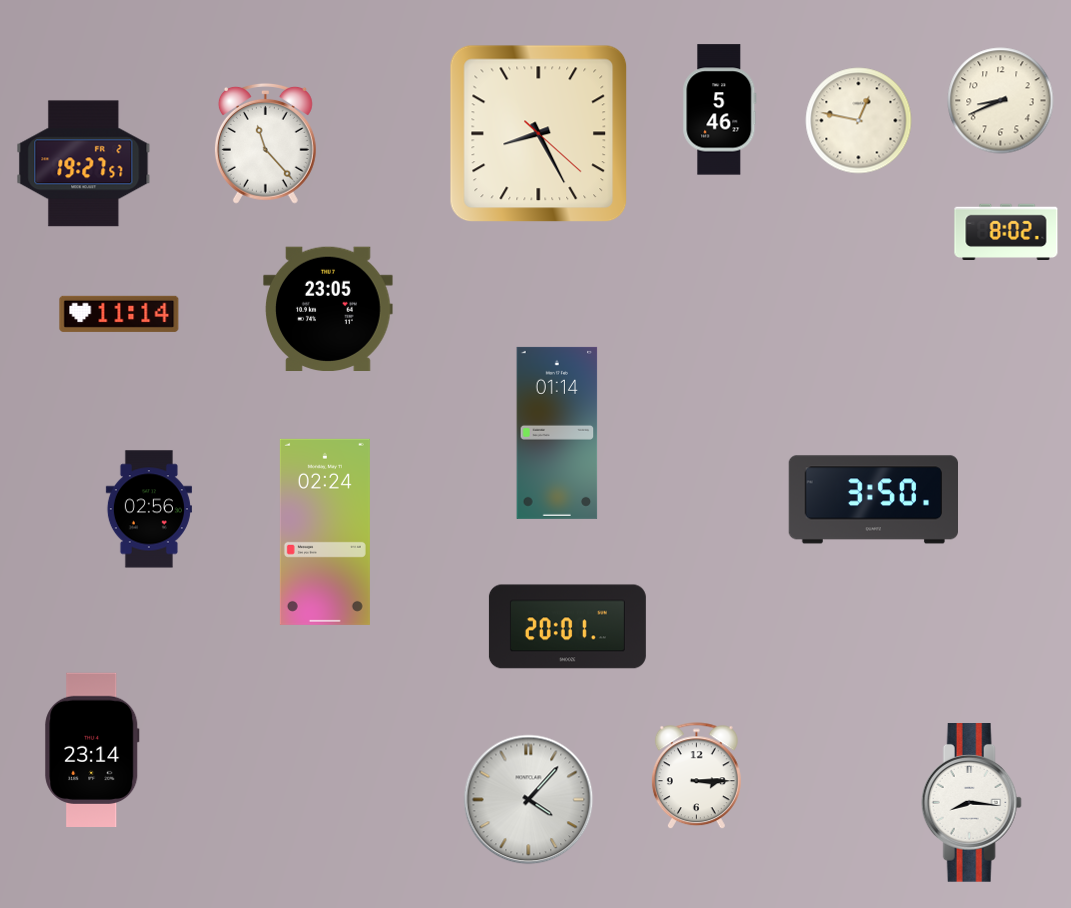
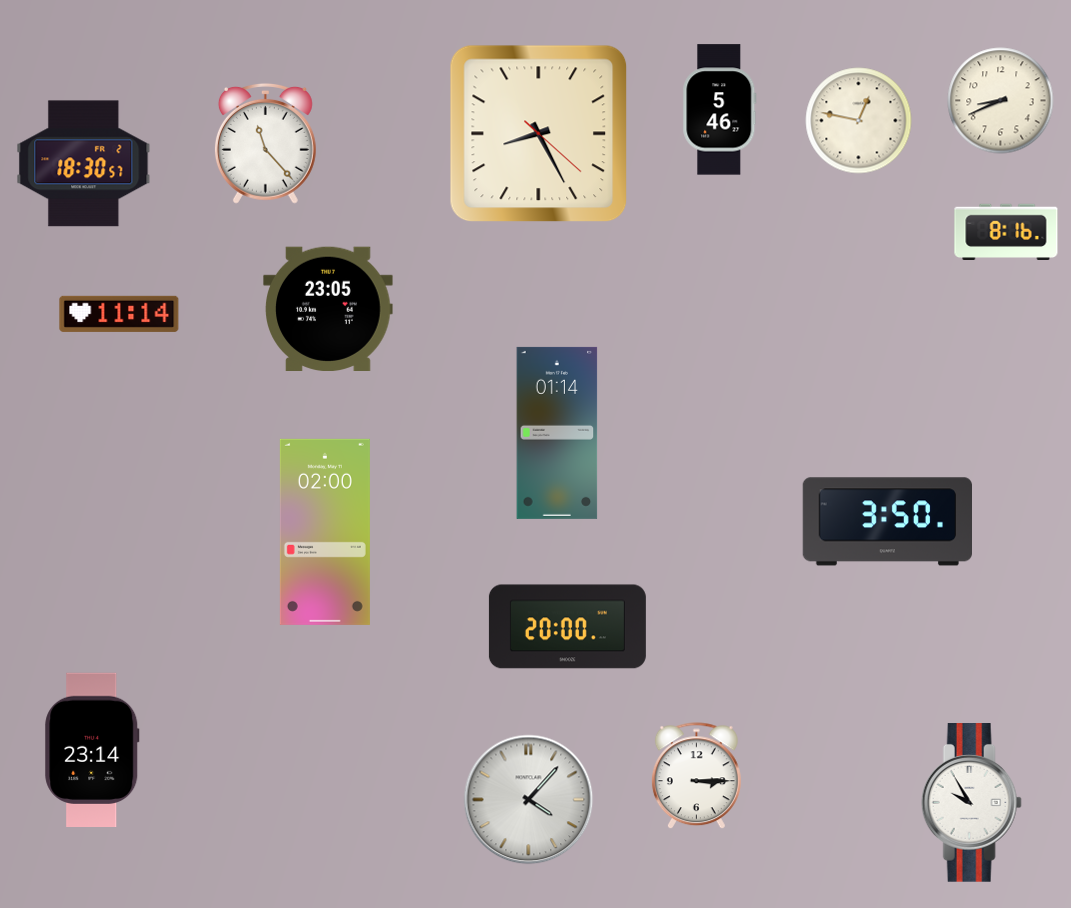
clock at (84, 164): 19:27 -> 18:30
clock at (1006, 232): 8:02 -> 8:16
clock at (873, 500) position: (873, 500) -> (887, 522)
clock at (149, 509): 02:56 -> none
clock at (325, 532): 02:24 -> 02:00
clock at (567, 627): 20:01 -> 20:00
clock at (971, 803): 8:16 -> 9:55
